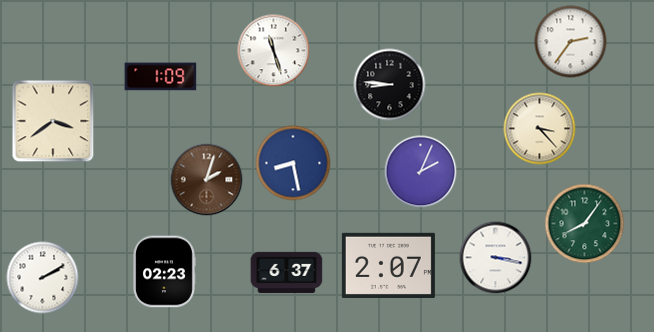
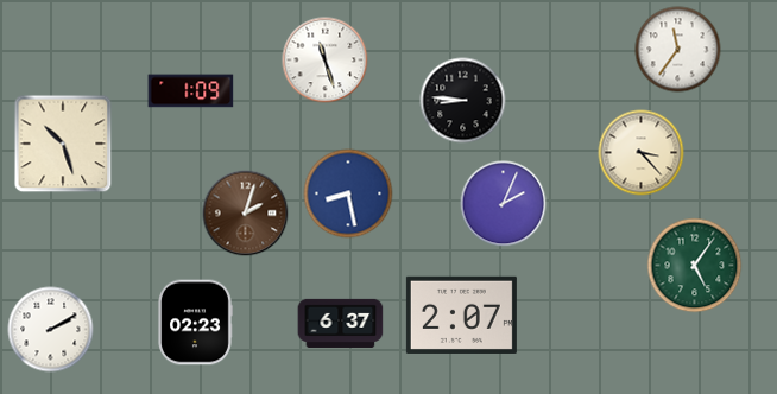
clock at (571, 42): 2:36 -> 11:36
clock at (53, 121): 3:39 -> 10:27
clock at (421, 172) position: (421, 172) -> (504, 204)
clock at (585, 224): 8:06 -> 5:06
clock at (496, 258): 3:17 -> none
